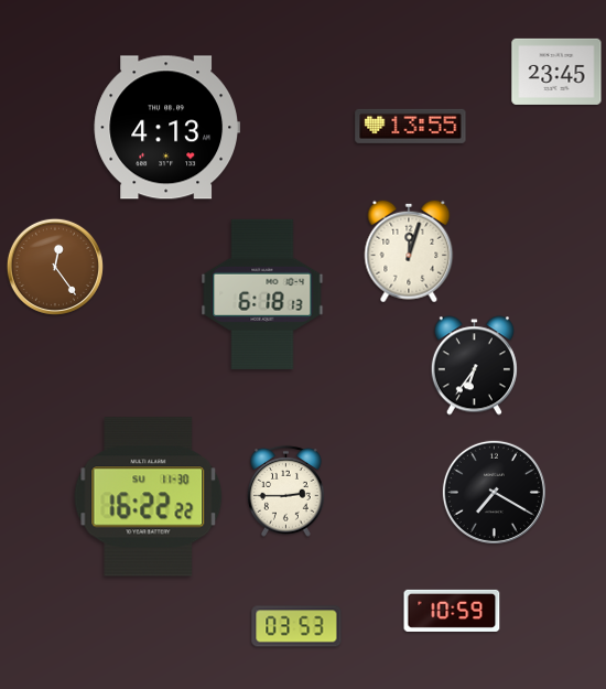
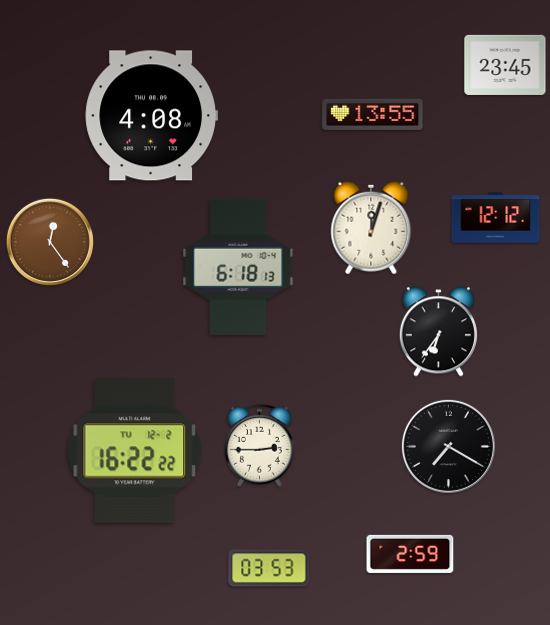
clock at (166, 128): 4:13 -> 4:08
clock at (496, 218): none -> 12:12
clock at (474, 366) position: (474, 366) -> (438, 332)
clock at (149, 497) date: SU 11-30 -> TU 12-2
clock at (452, 611): 10:59 -> 2:59
